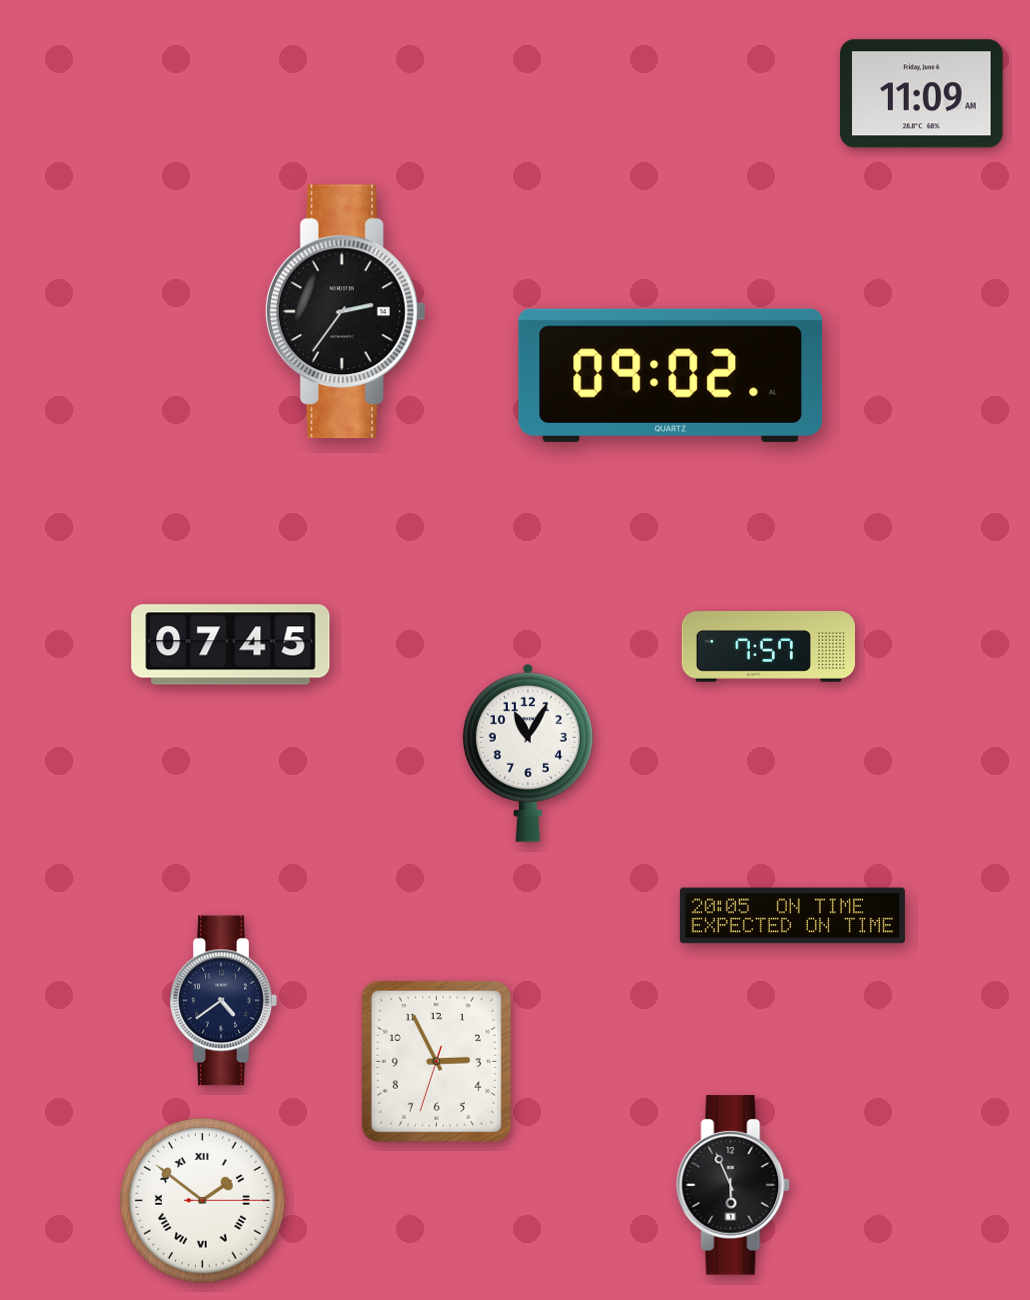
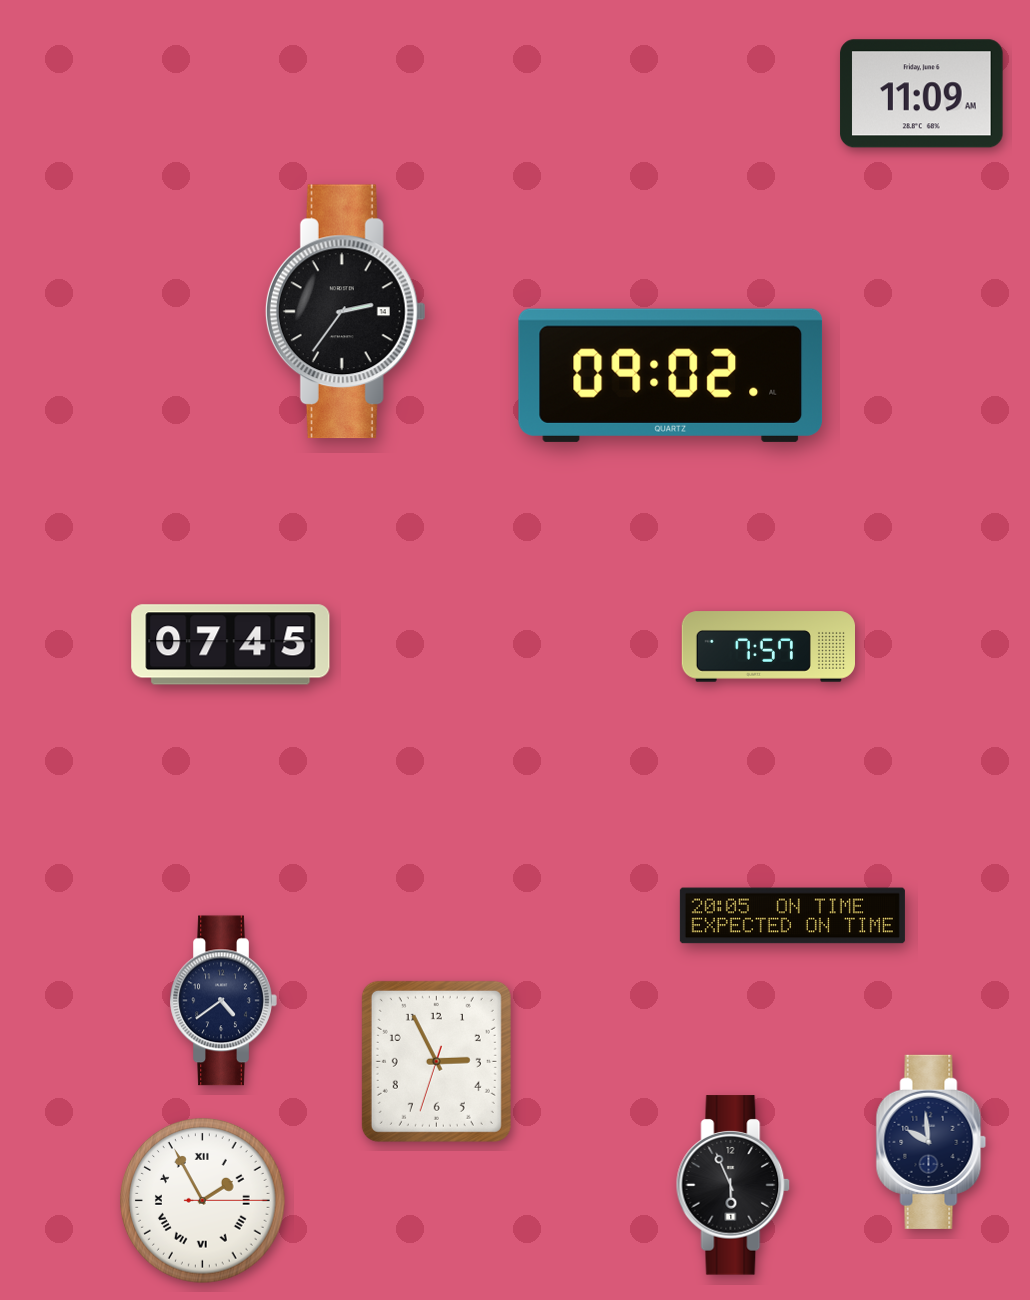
clock at (528, 753): 11:05 -> none
clock at (931, 1142): none -> 9:59
clock at (203, 1201): 1:51 -> 1:55
